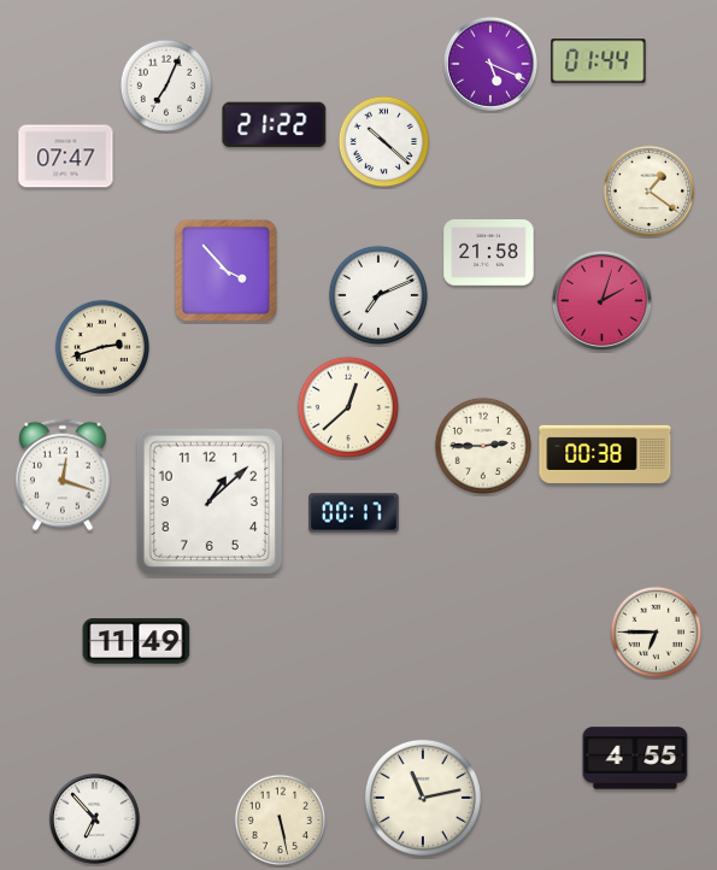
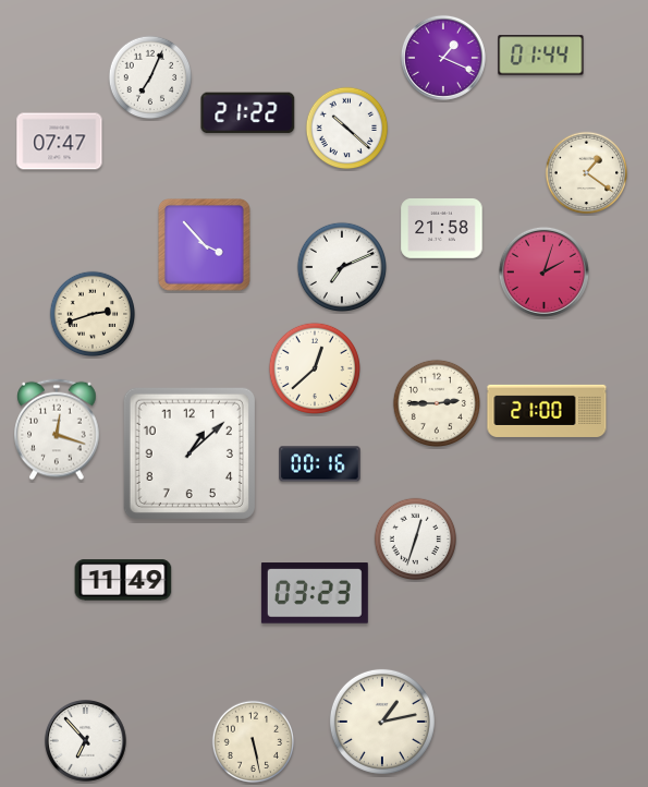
clock at (490, 64): 5:19 -> 1:19
clock at (605, 454): 00:38 -> 21:00
clock at (354, 513): 00:17 -> 00:16
clock at (416, 540): none -> 12:33
clock at (657, 633): 6:45 -> none
clock at (315, 593): none -> 03:23
clock at (635, 758): 4:55 -> none
clock at (423, 798): 11:13 -> 1:13
